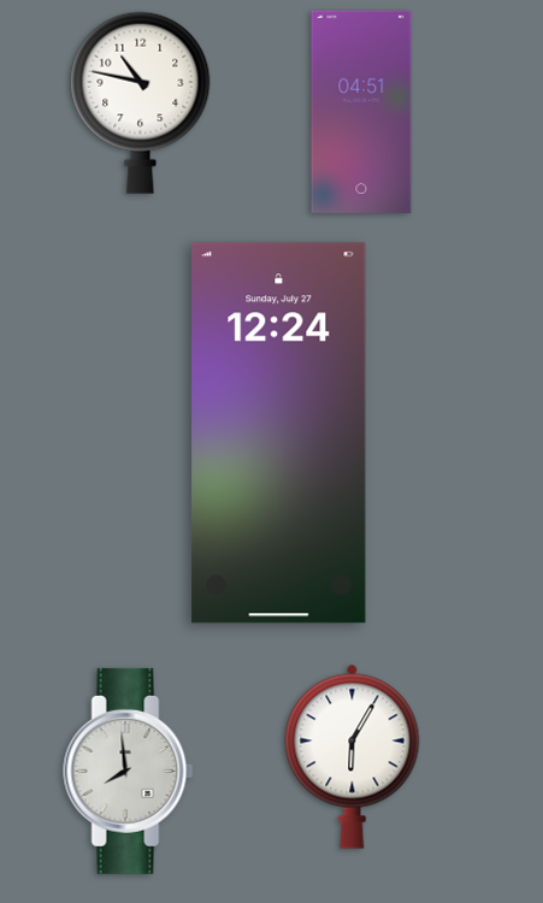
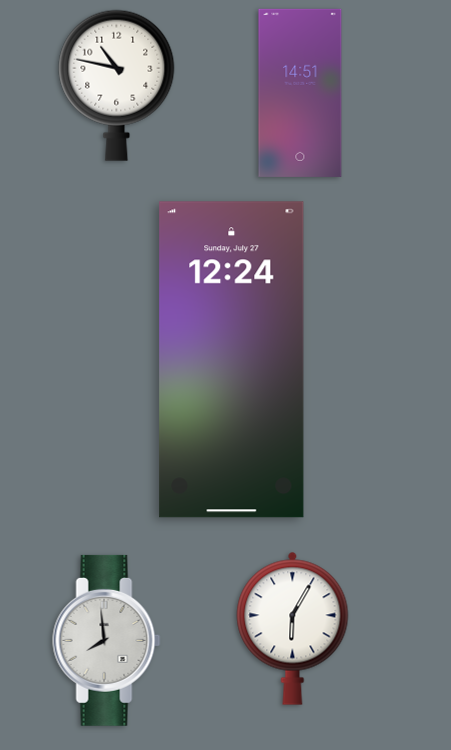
clock at (361, 112): 04:51 -> 14:51
